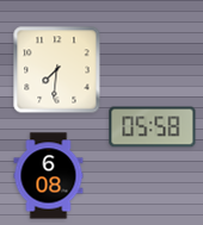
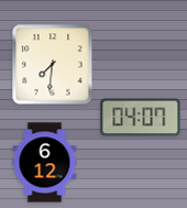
clock at (153, 127): 05:58 -> 04:07
clock at (49, 176): 6:08 -> 6:12
